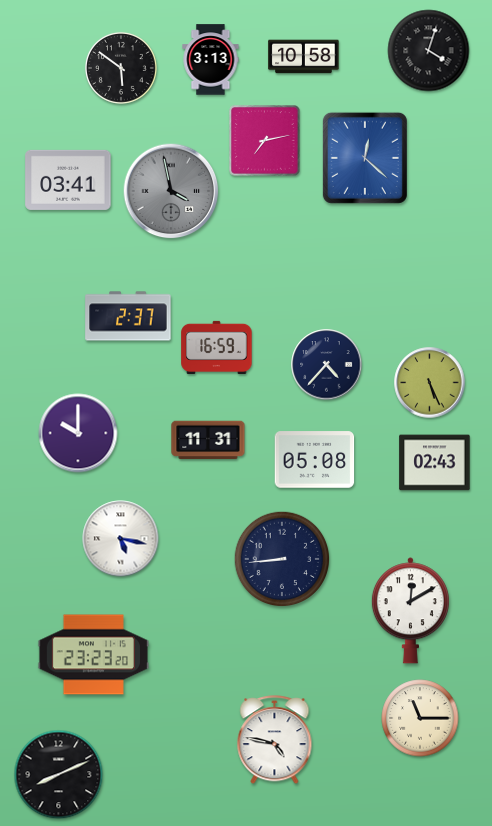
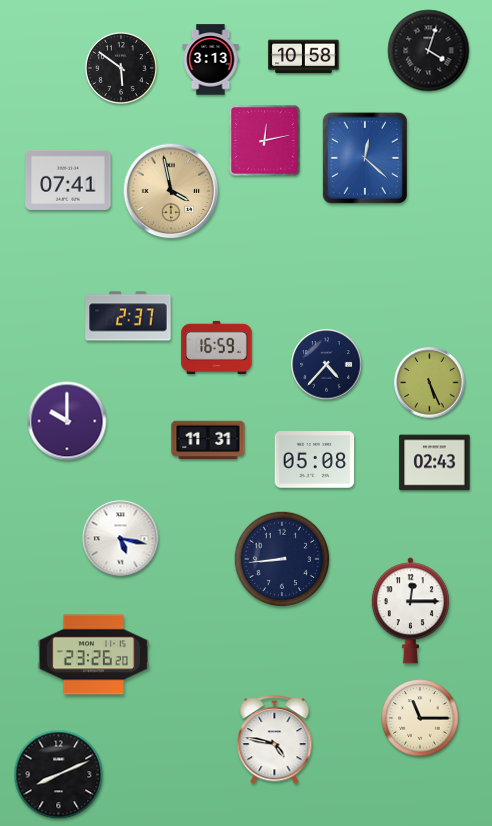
clock at (265, 141): 7:13 -> 12:13
clock at (68, 180): 03:41 -> 07:41
clock at (171, 191) dial: grey -> champagne
clock at (78, 433) position: (78, 433) -> (67, 421)
clock at (410, 611): 12:10 -> 12:15
clock at (93, 655): 23:23 -> 23:26
